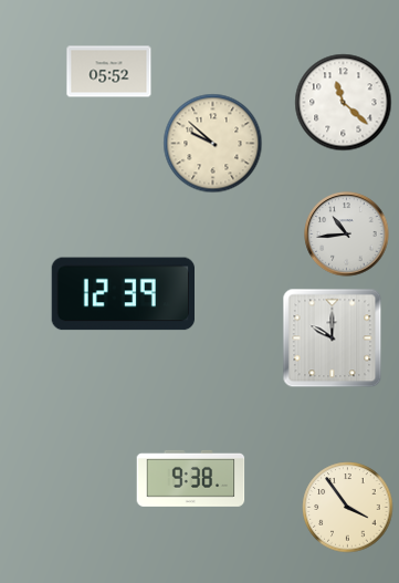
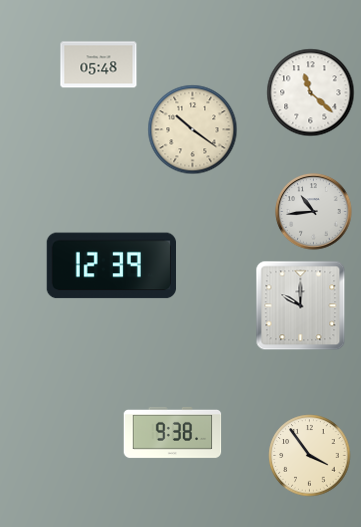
clock at (109, 72): 05:52 -> 05:48
clock at (213, 144): 9:52 -> 10:21
clock at (348, 508) position: (348, 508) -> (310, 456)
